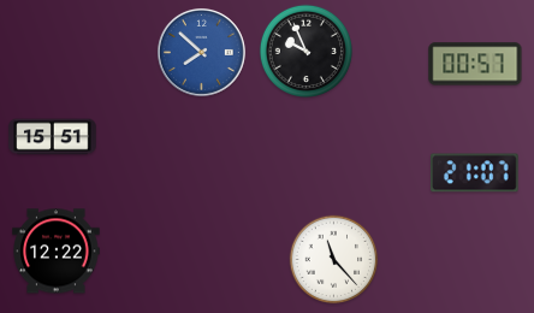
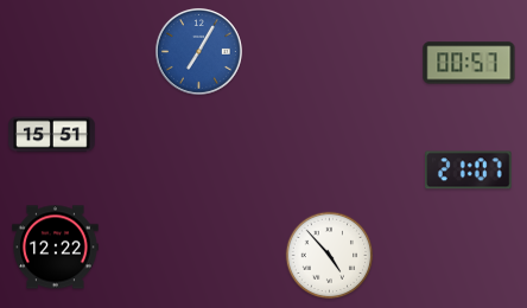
clock at (305, 51): 9:56 -> none
clock at (201, 52): 7:52 -> 7:05
clock at (334, 260): 11:23 -> 4:53
